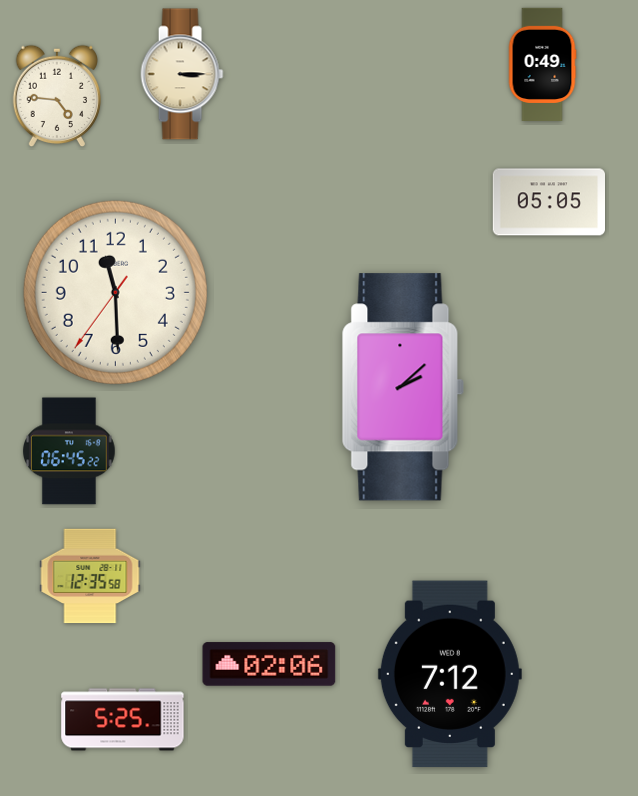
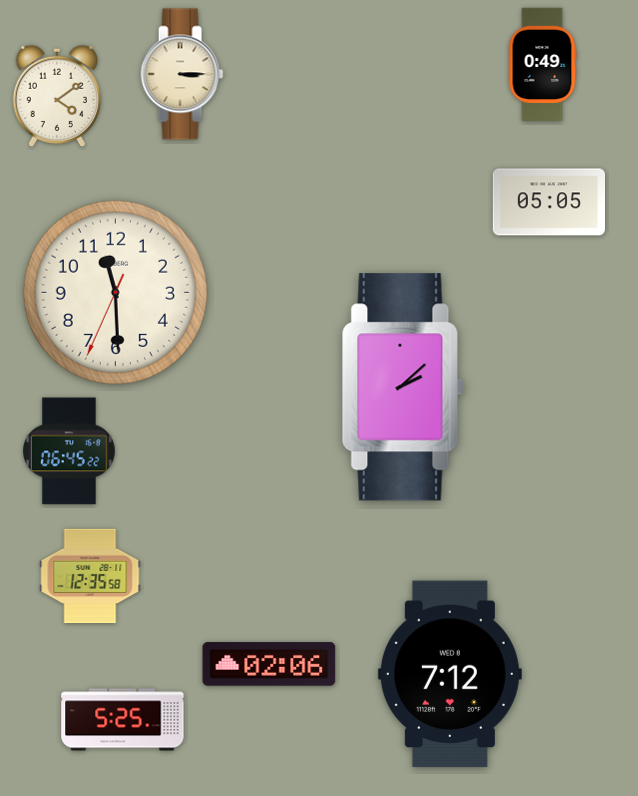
clock at (56, 96): 4:46 -> 4:09
clock at (115, 292): 11:29:36 -> 11:29:34
